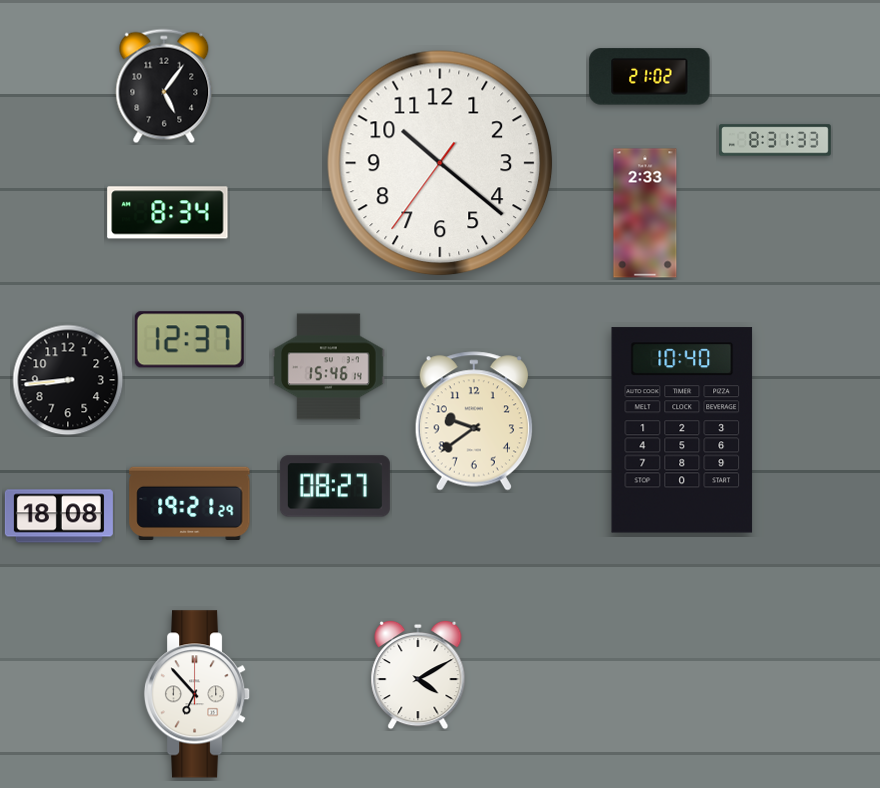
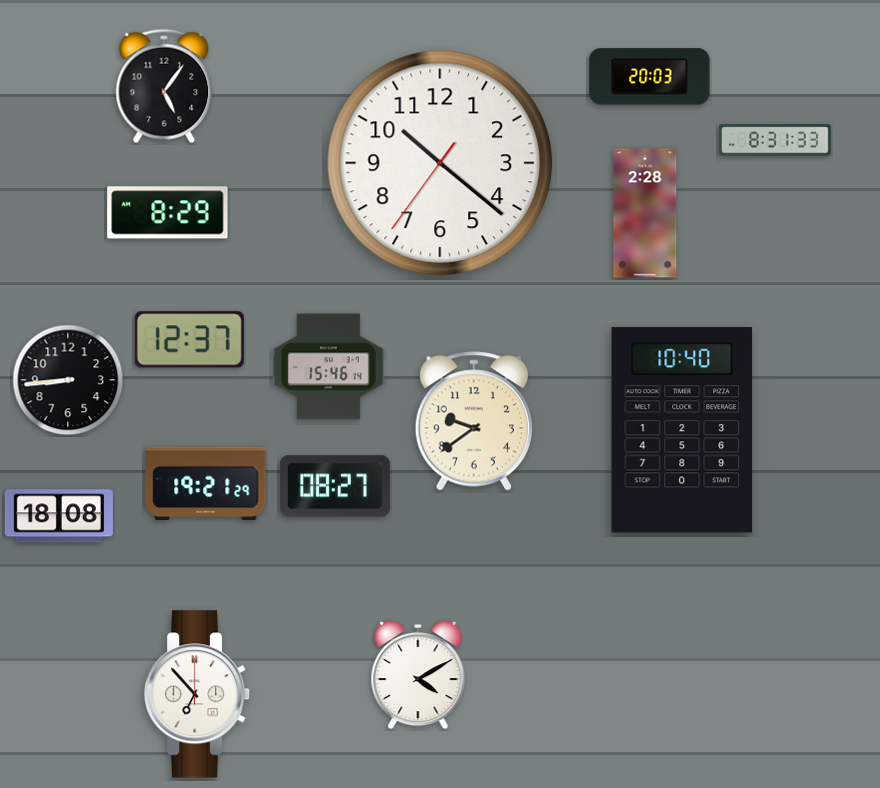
clock at (650, 77): 21:02 -> 20:03
clock at (168, 213): 8:34 -> 8:29
clock at (645, 213): 2:33 -> 2:28
clock at (190, 503) position: (190, 503) -> (206, 483)
